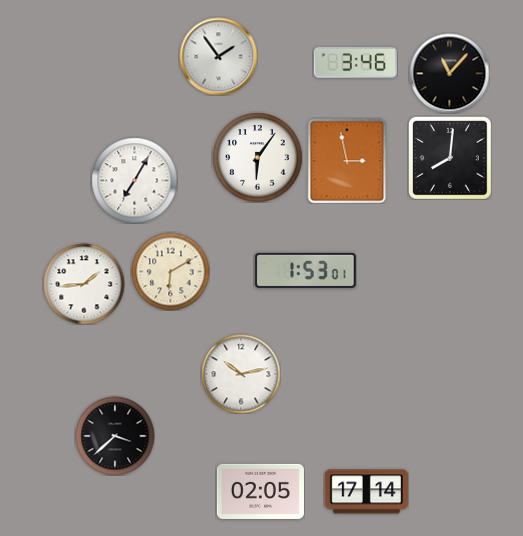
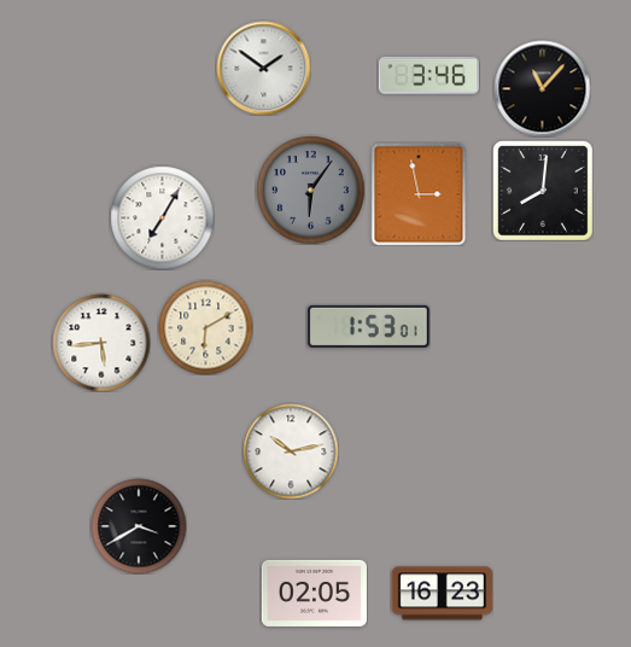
clock at (218, 56): 1:54 -> 1:51
clock at (257, 157) dial: white -> grey
clock at (84, 284): 1:44 -> 5:44
clock at (115, 436): 3:38 -> 3:40
clock at (366, 492): 17:14 -> 16:23
